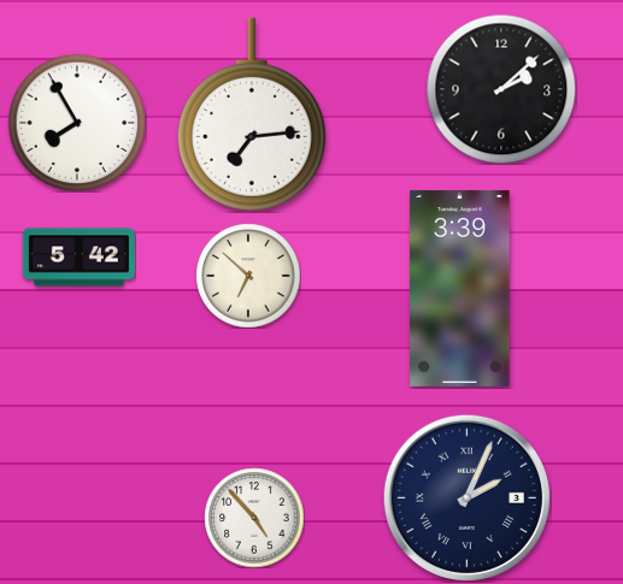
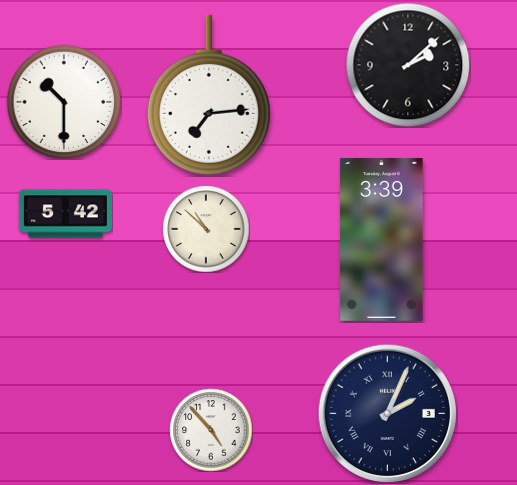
clock at (501, 89) position: (501, 89) -> (408, 65)
clock at (77, 123): 7:55 -> 10:30
clock at (248, 276): 6:52 -> 10:52
